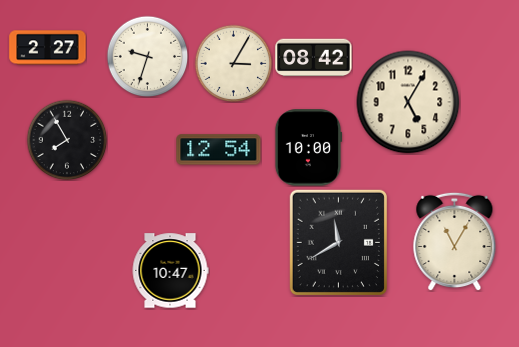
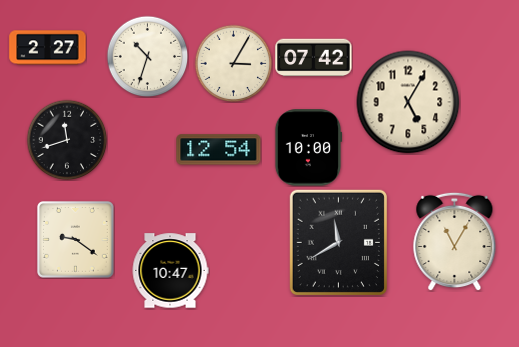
clock at (147, 56): 9:33 -> 10:33
clock at (314, 58): 08:42 -> 07:42
clock at (67, 140): 7:55 -> 11:42
clock at (76, 240): none -> 9:21
